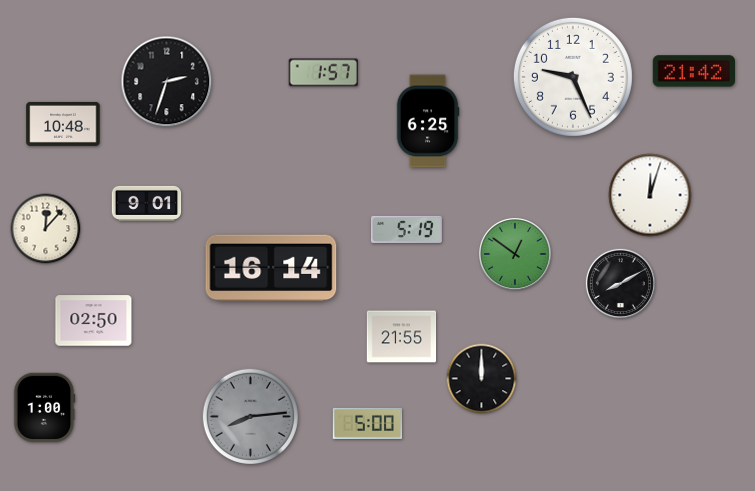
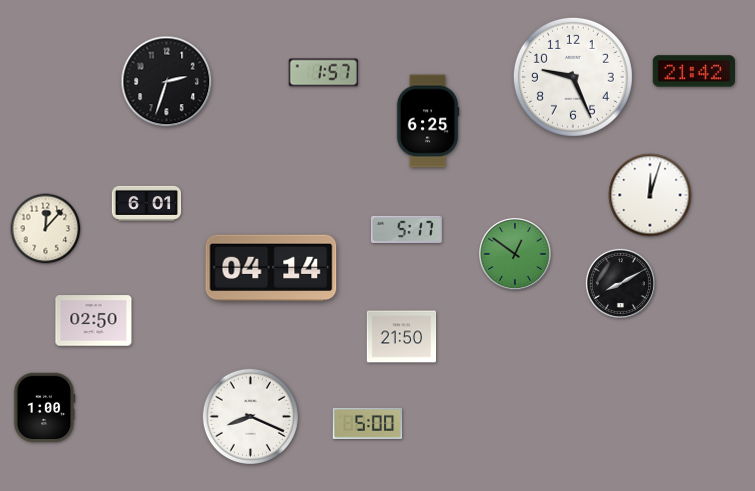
clock at (63, 124): 10:48 -> none
clock at (147, 203): 9:01 -> 6:01
clock at (406, 229): 5:19 -> 5:17
clock at (271, 268): 16:14 -> 04:14
clock at (402, 337): 21:55 -> 21:50
clock at (482, 379): 12:00 -> none
clock at (250, 416): 8:14 -> 8:19
clock at (250, 416) dial: grey -> white
